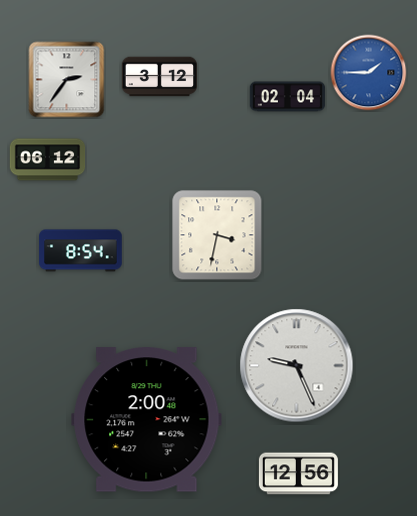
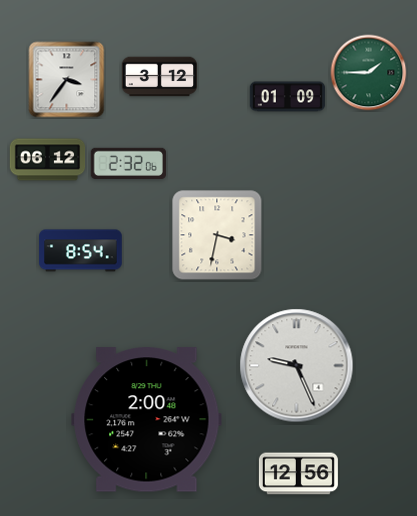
clock at (369, 73) dial: blue -> green
clock at (67, 80): 2:36 -> 3:36
clock at (288, 97): 02:04 -> 01:09
clock at (128, 163): none -> 2:32
